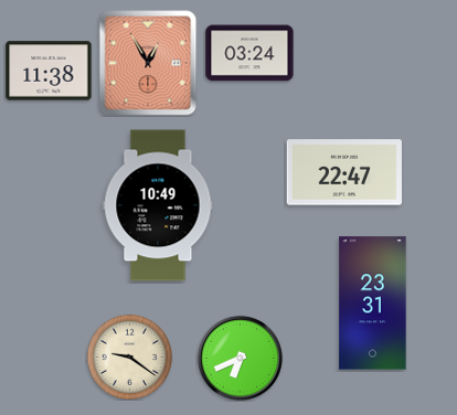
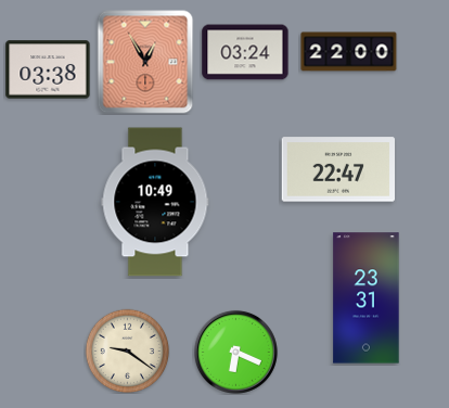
clock at (349, 52): none -> 22:00
clock at (49, 71): 11:38 -> 03:38
clock at (240, 358): 6:41 -> 6:19
